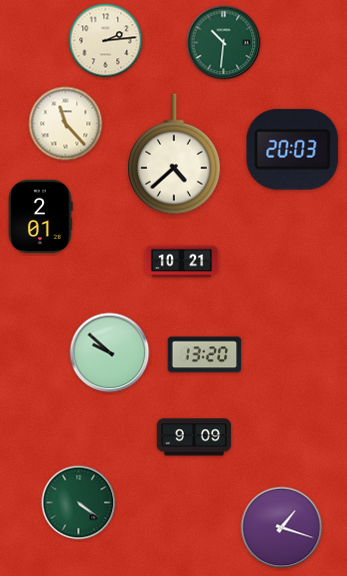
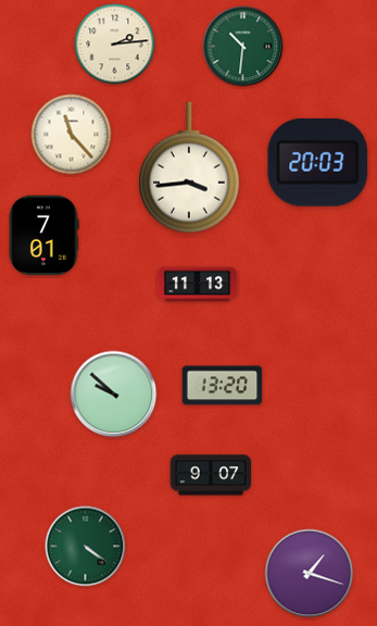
clock at (174, 154): 4:38 -> 3:44
clock at (41, 217): 2:01 -> 7:01
clock at (182, 262): 10:21 -> 11:13
clock at (110, 353) position: (110, 353) -> (114, 395)
clock at (194, 437): 9:09 -> 9:07
clock at (282, 528) position: (282, 528) -> (310, 574)
